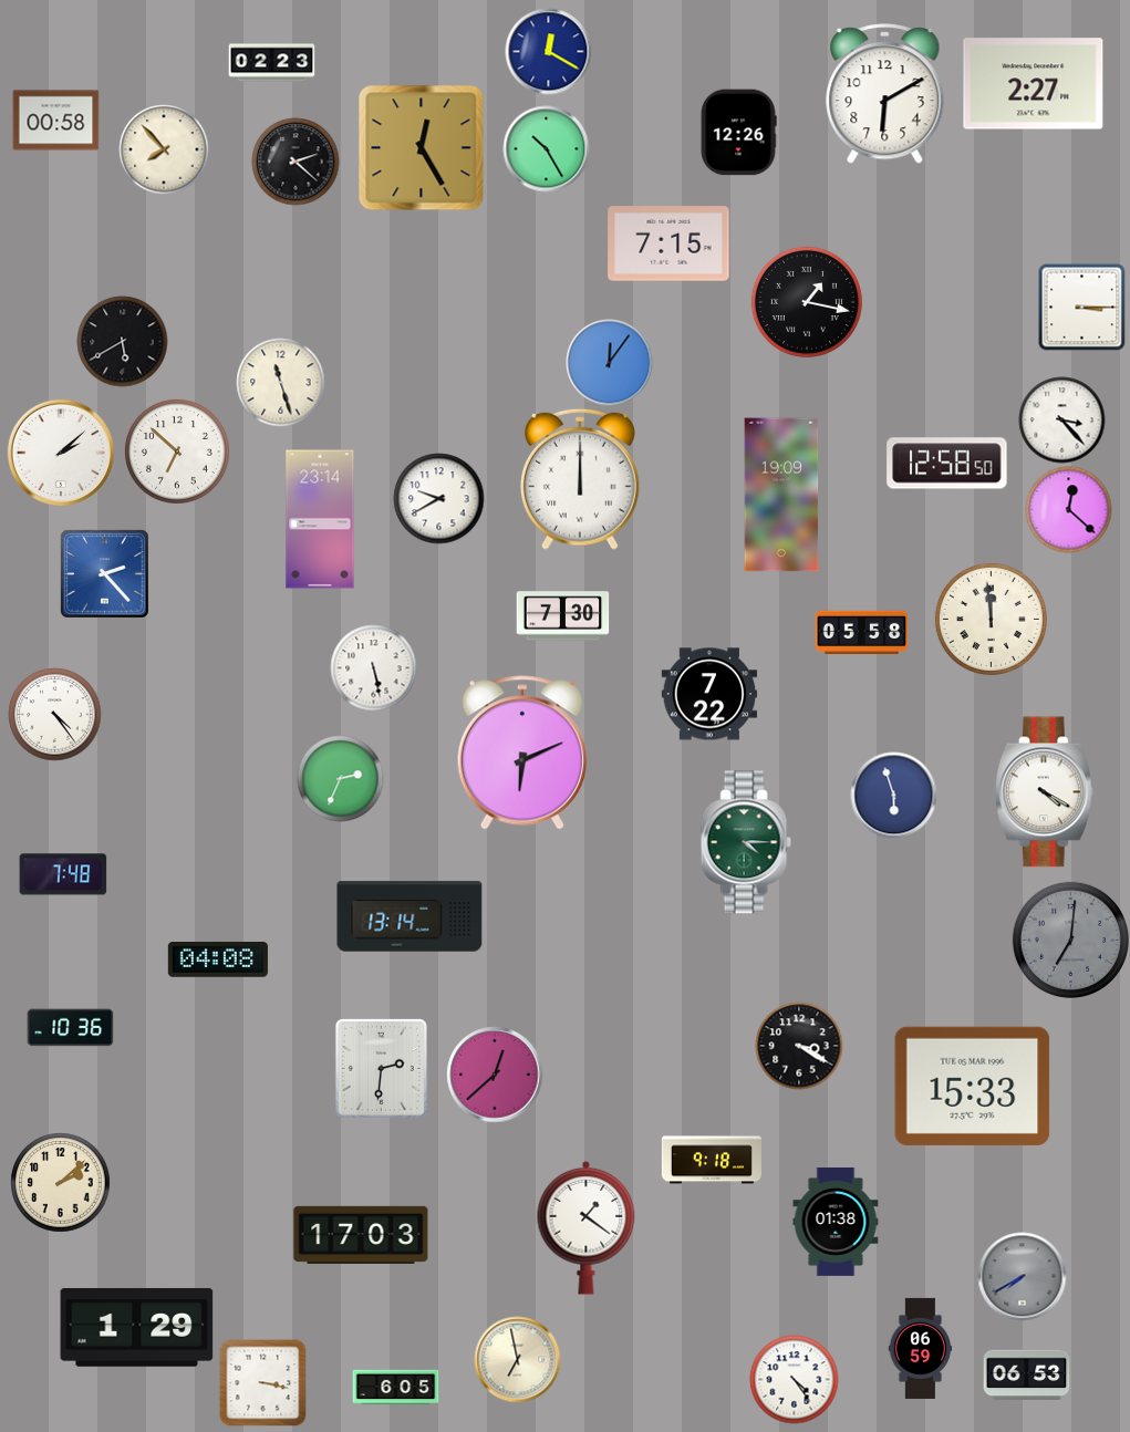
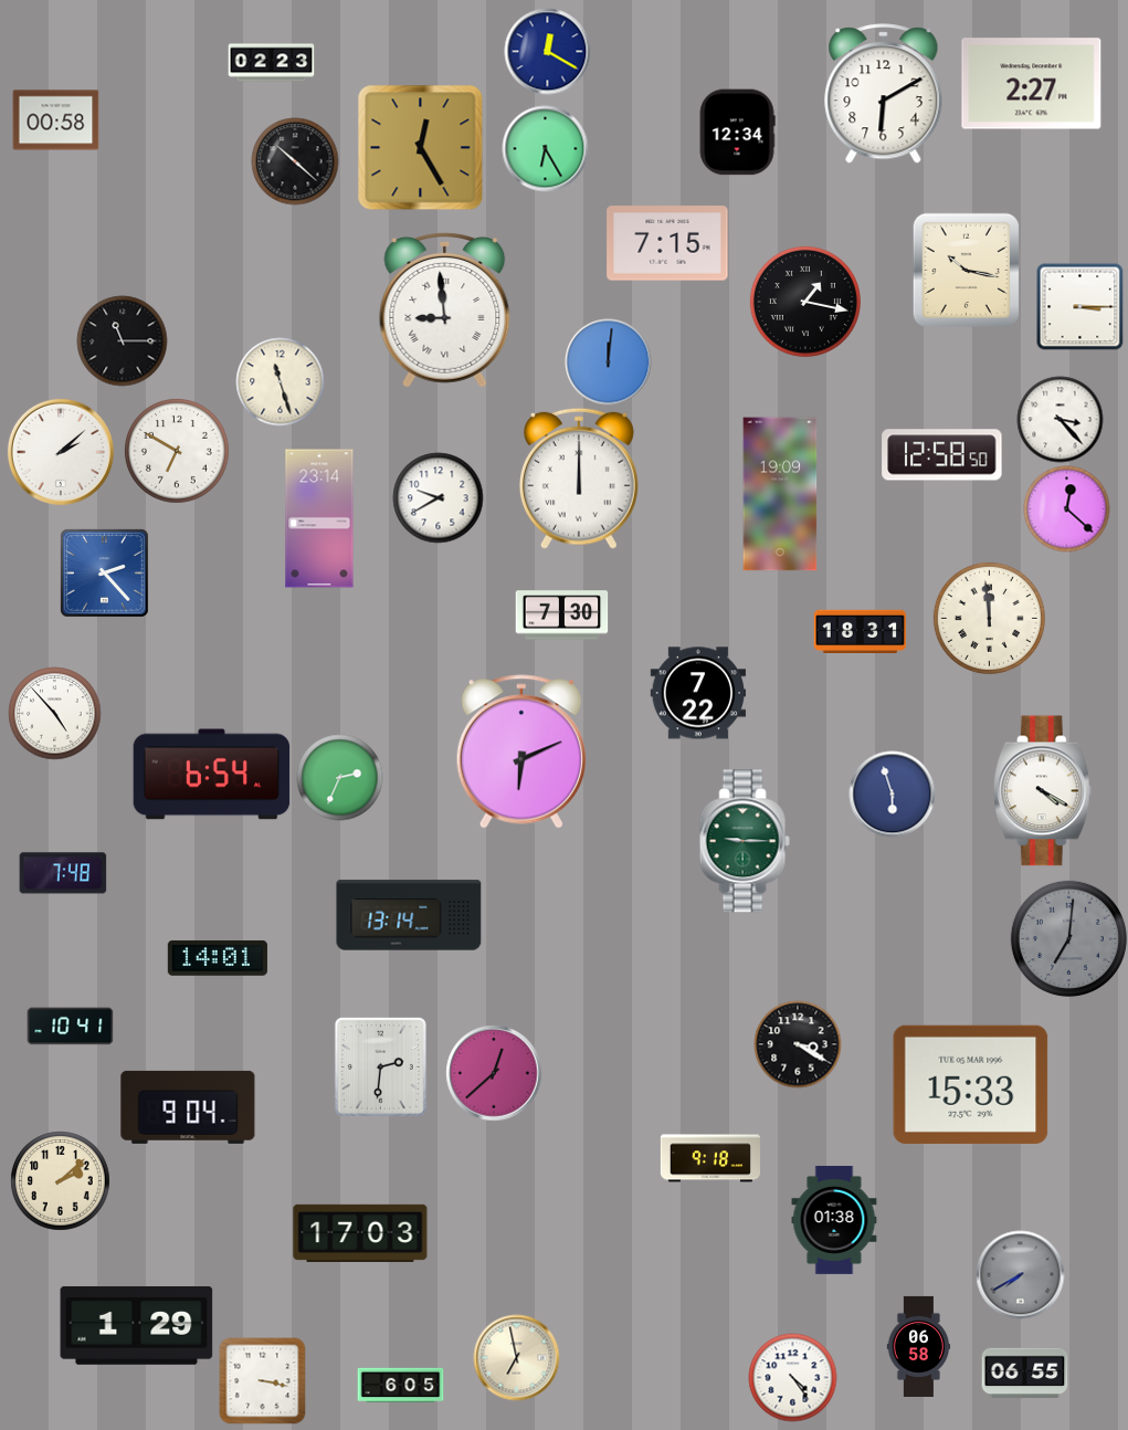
clock at (738, 132): 12:26 -> 12:34
clock at (546, 148): 10:25 -> 6:25
clock at (164, 149): 7:53 -> none
clock at (296, 162): 2:22 -> 10:22
clock at (966, 270): none -> 10:17
clock at (445, 309): none -> 8:59
clock at (122, 341): 5:40 -> 11:15
clock at (609, 362): 12:06 -> 12:01
clock at (177, 452): 6:52 -> 6:50
clock at (947, 464) position: (947, 464) -> (942, 455)
clock at (861, 633): 05:58 -> 18:31
clock at (373, 667): 5:28 -> none
clock at (709, 694) position: (709, 694) -> (698, 693)
clock at (54, 714): 4:24 -> 4:53
clock at (212, 775): none -> 6:54
clock at (746, 842): 4:15 -> 9:15
clock at (218, 959): 04:08 -> 14:01
clock at (70, 1028): 10:36 -> 10:41
clock at (188, 1107): none -> 9:04
clock at (587, 1227): 1:21 -> none
clock at (921, 1348): 06:59 -> 06:58
clock at (1026, 1374): 06:53 -> 06:55
clock at (395, 1388) position: (395, 1388) -> (400, 1386)
